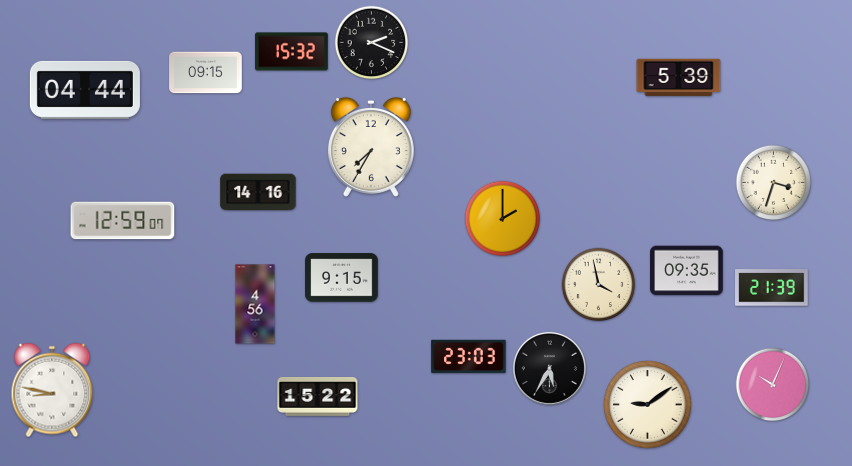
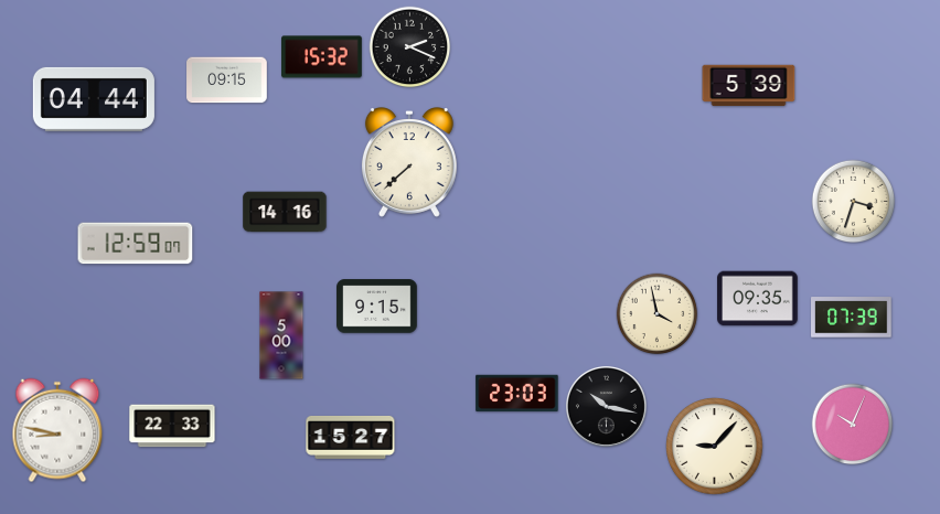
clock at (371, 148): 7:35 -> 7:38
clock at (503, 219): 2:00 -> none
clock at (599, 285) position: (599, 285) -> (658, 314)
clock at (772, 288): 21:39 -> 07:39
clock at (255, 304): 4:56 -> 5:00
clock at (549, 368): 5:35 -> 10:17
clock at (172, 426): none -> 22:33
clock at (318, 396): 15:22 -> 15:27
clock at (648, 405): 9:09 -> 9:07
